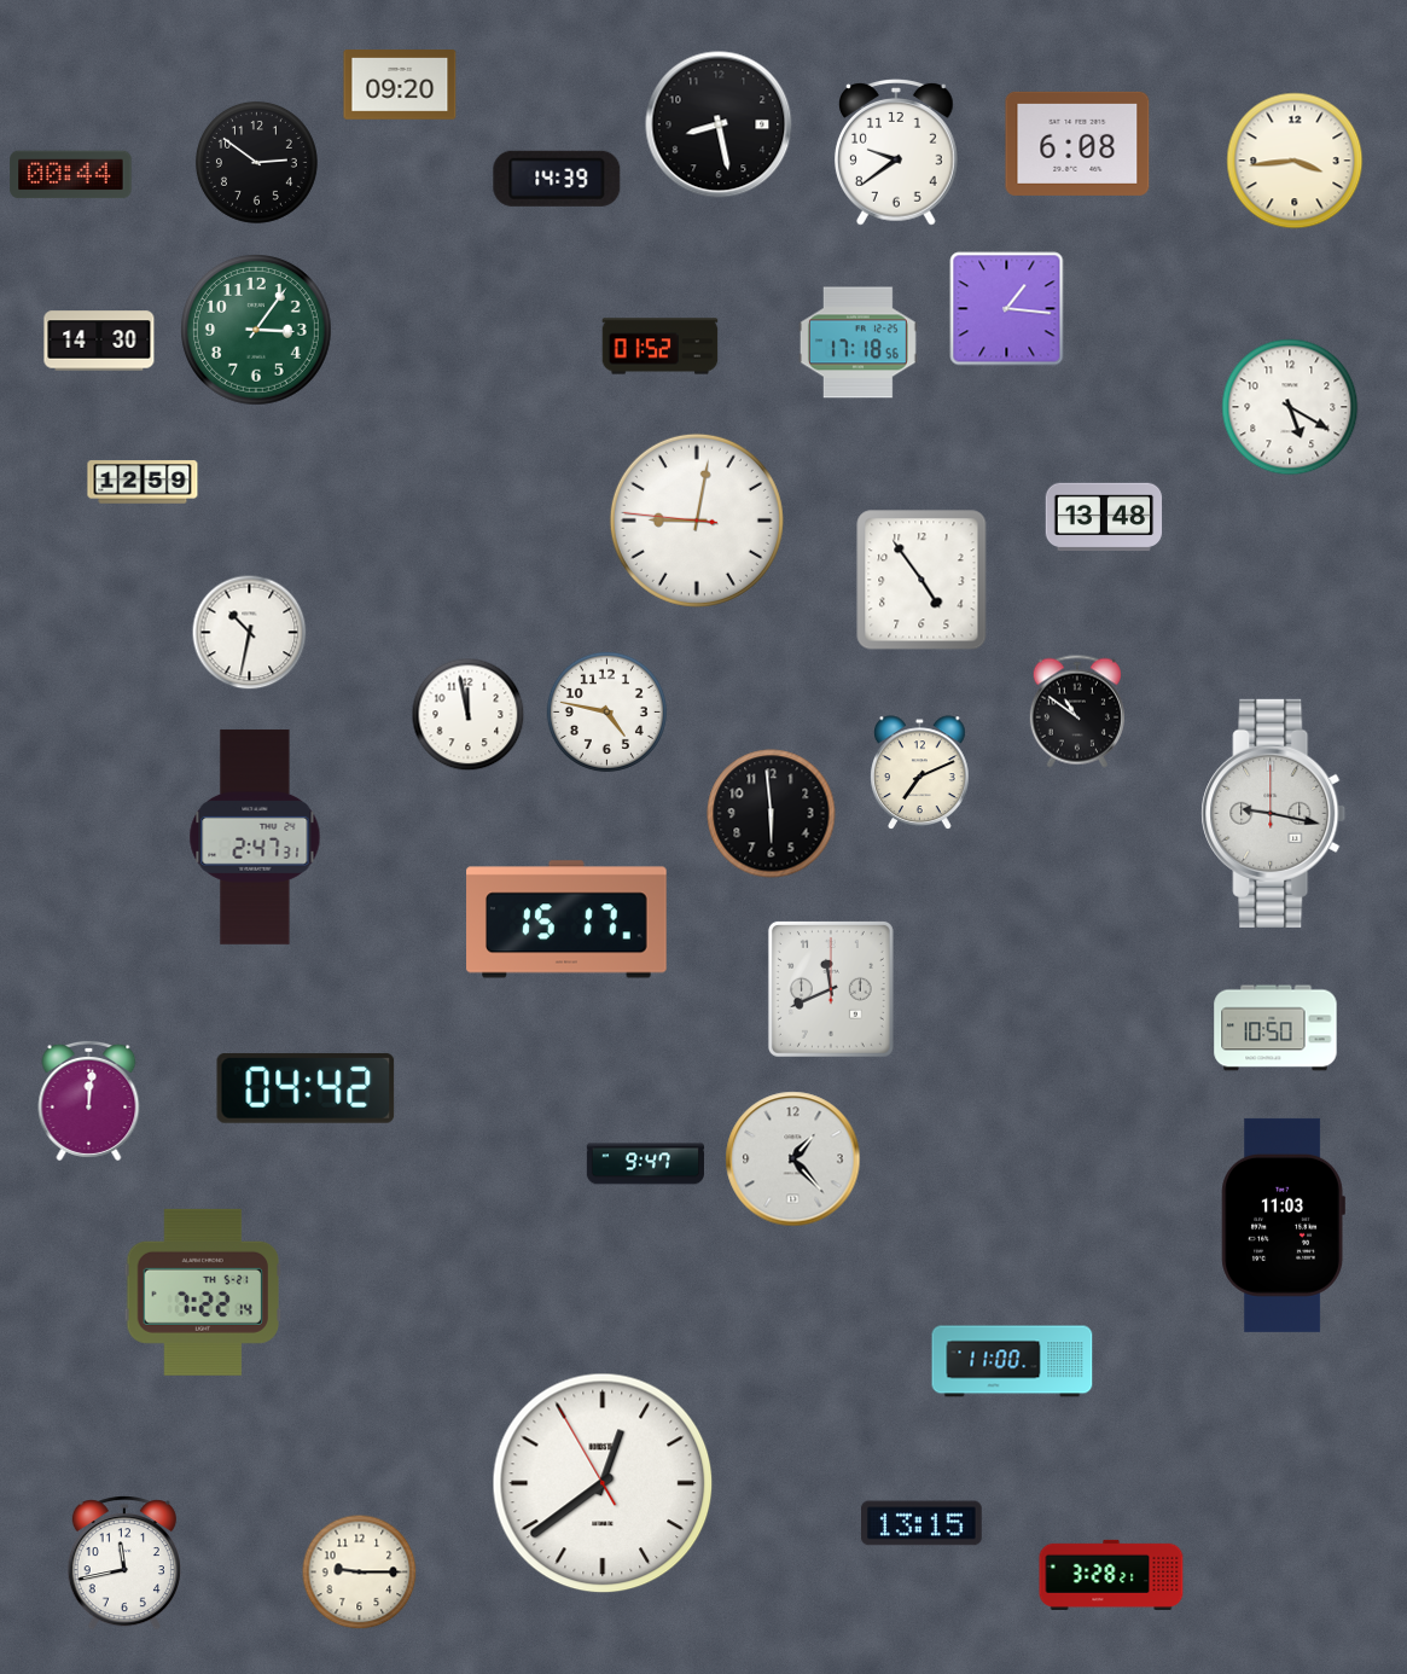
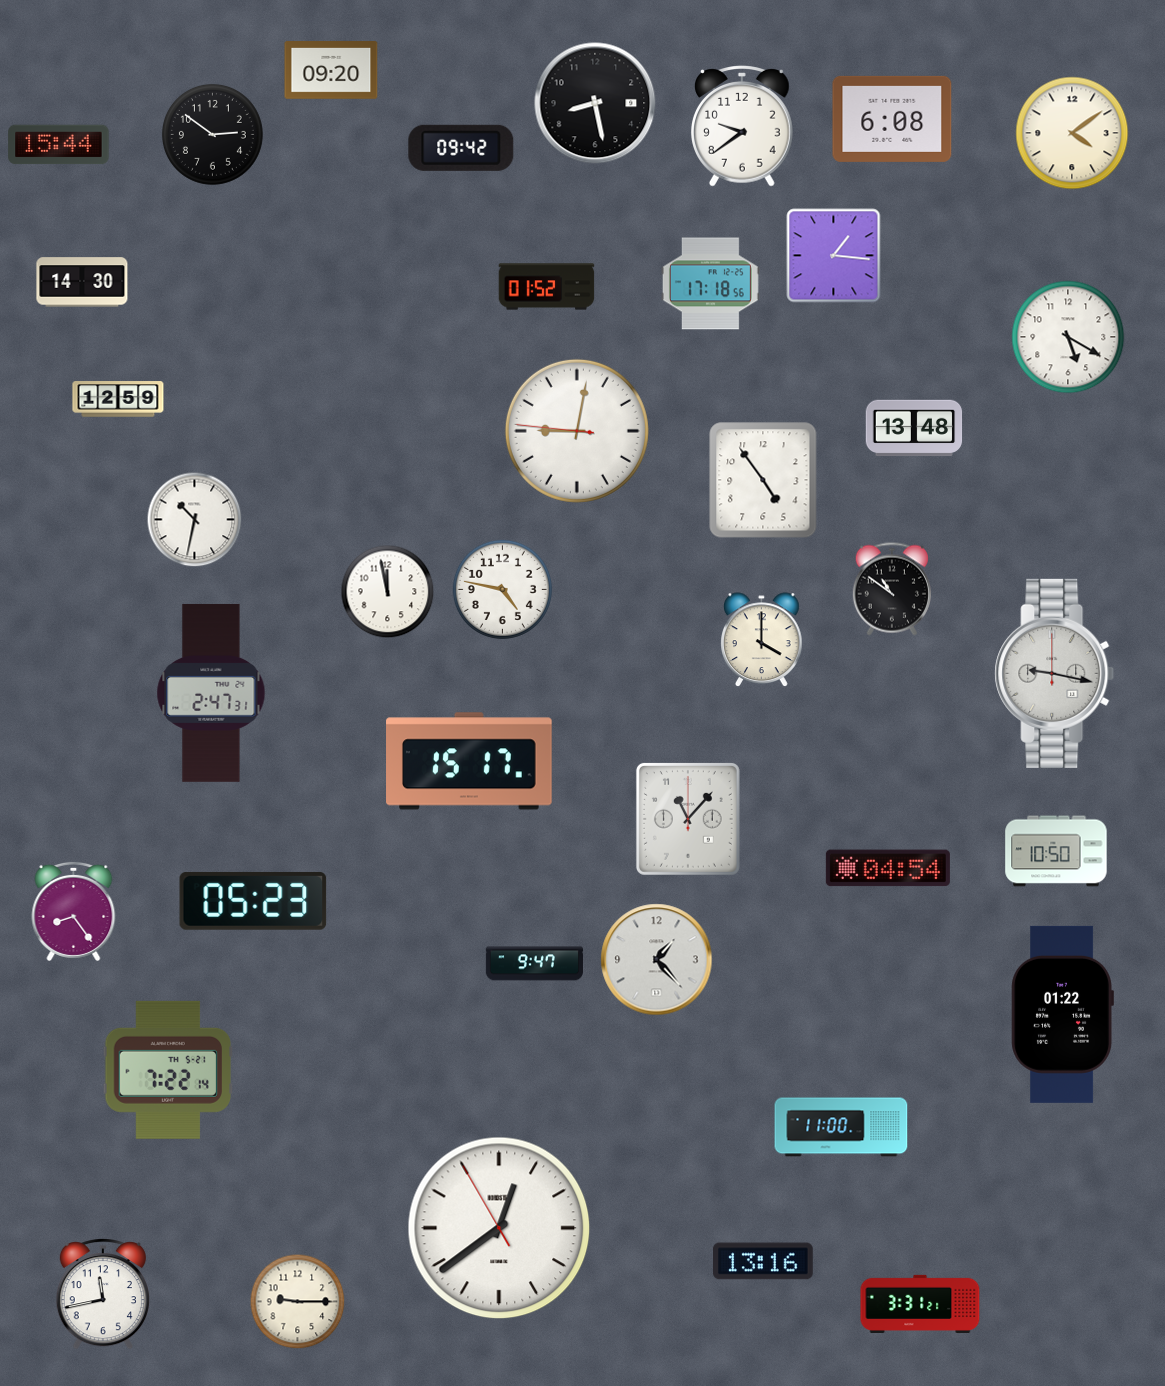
clock at (1295, 161): 3:44 -> 4:09
clock at (71, 175): 00:44 -> 15:44
clock at (557, 179): 14:39 -> 09:42
clock at (257, 331): 3:06 -> none
clock at (250, 633) position: (250, 633) -> (195, 520)
clock at (920, 773): 7:11 -> 4:00
clock at (772, 814): 5:59 -> none
clock at (831, 989): 11:41 -> 11:07
clock at (888, 868): none -> 04:54
clock at (306, 1088): 04:42 -> 05:23
clock at (89, 1100): 12:01 -> 8:24
clock at (1283, 1225): 11:03 -> 01:22
clock at (1012, 1361) position: (1012, 1361) -> (841, 1127)
clock at (923, 1523): 13:15 -> 13:16
clock at (1111, 1575): 3:28 -> 3:31
